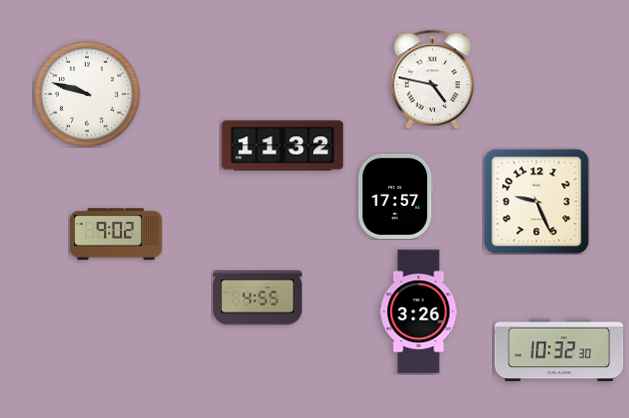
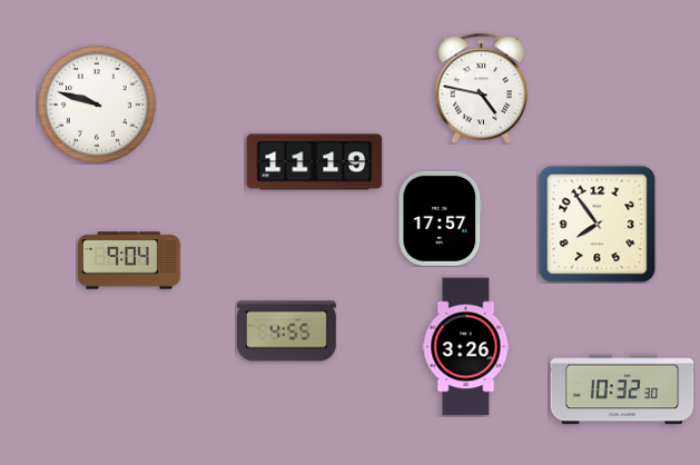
clock at (283, 146): 11:32 -> 11:19
clock at (536, 201): 9:26 -> 7:54
clock at (116, 234): 9:02 -> 9:04
